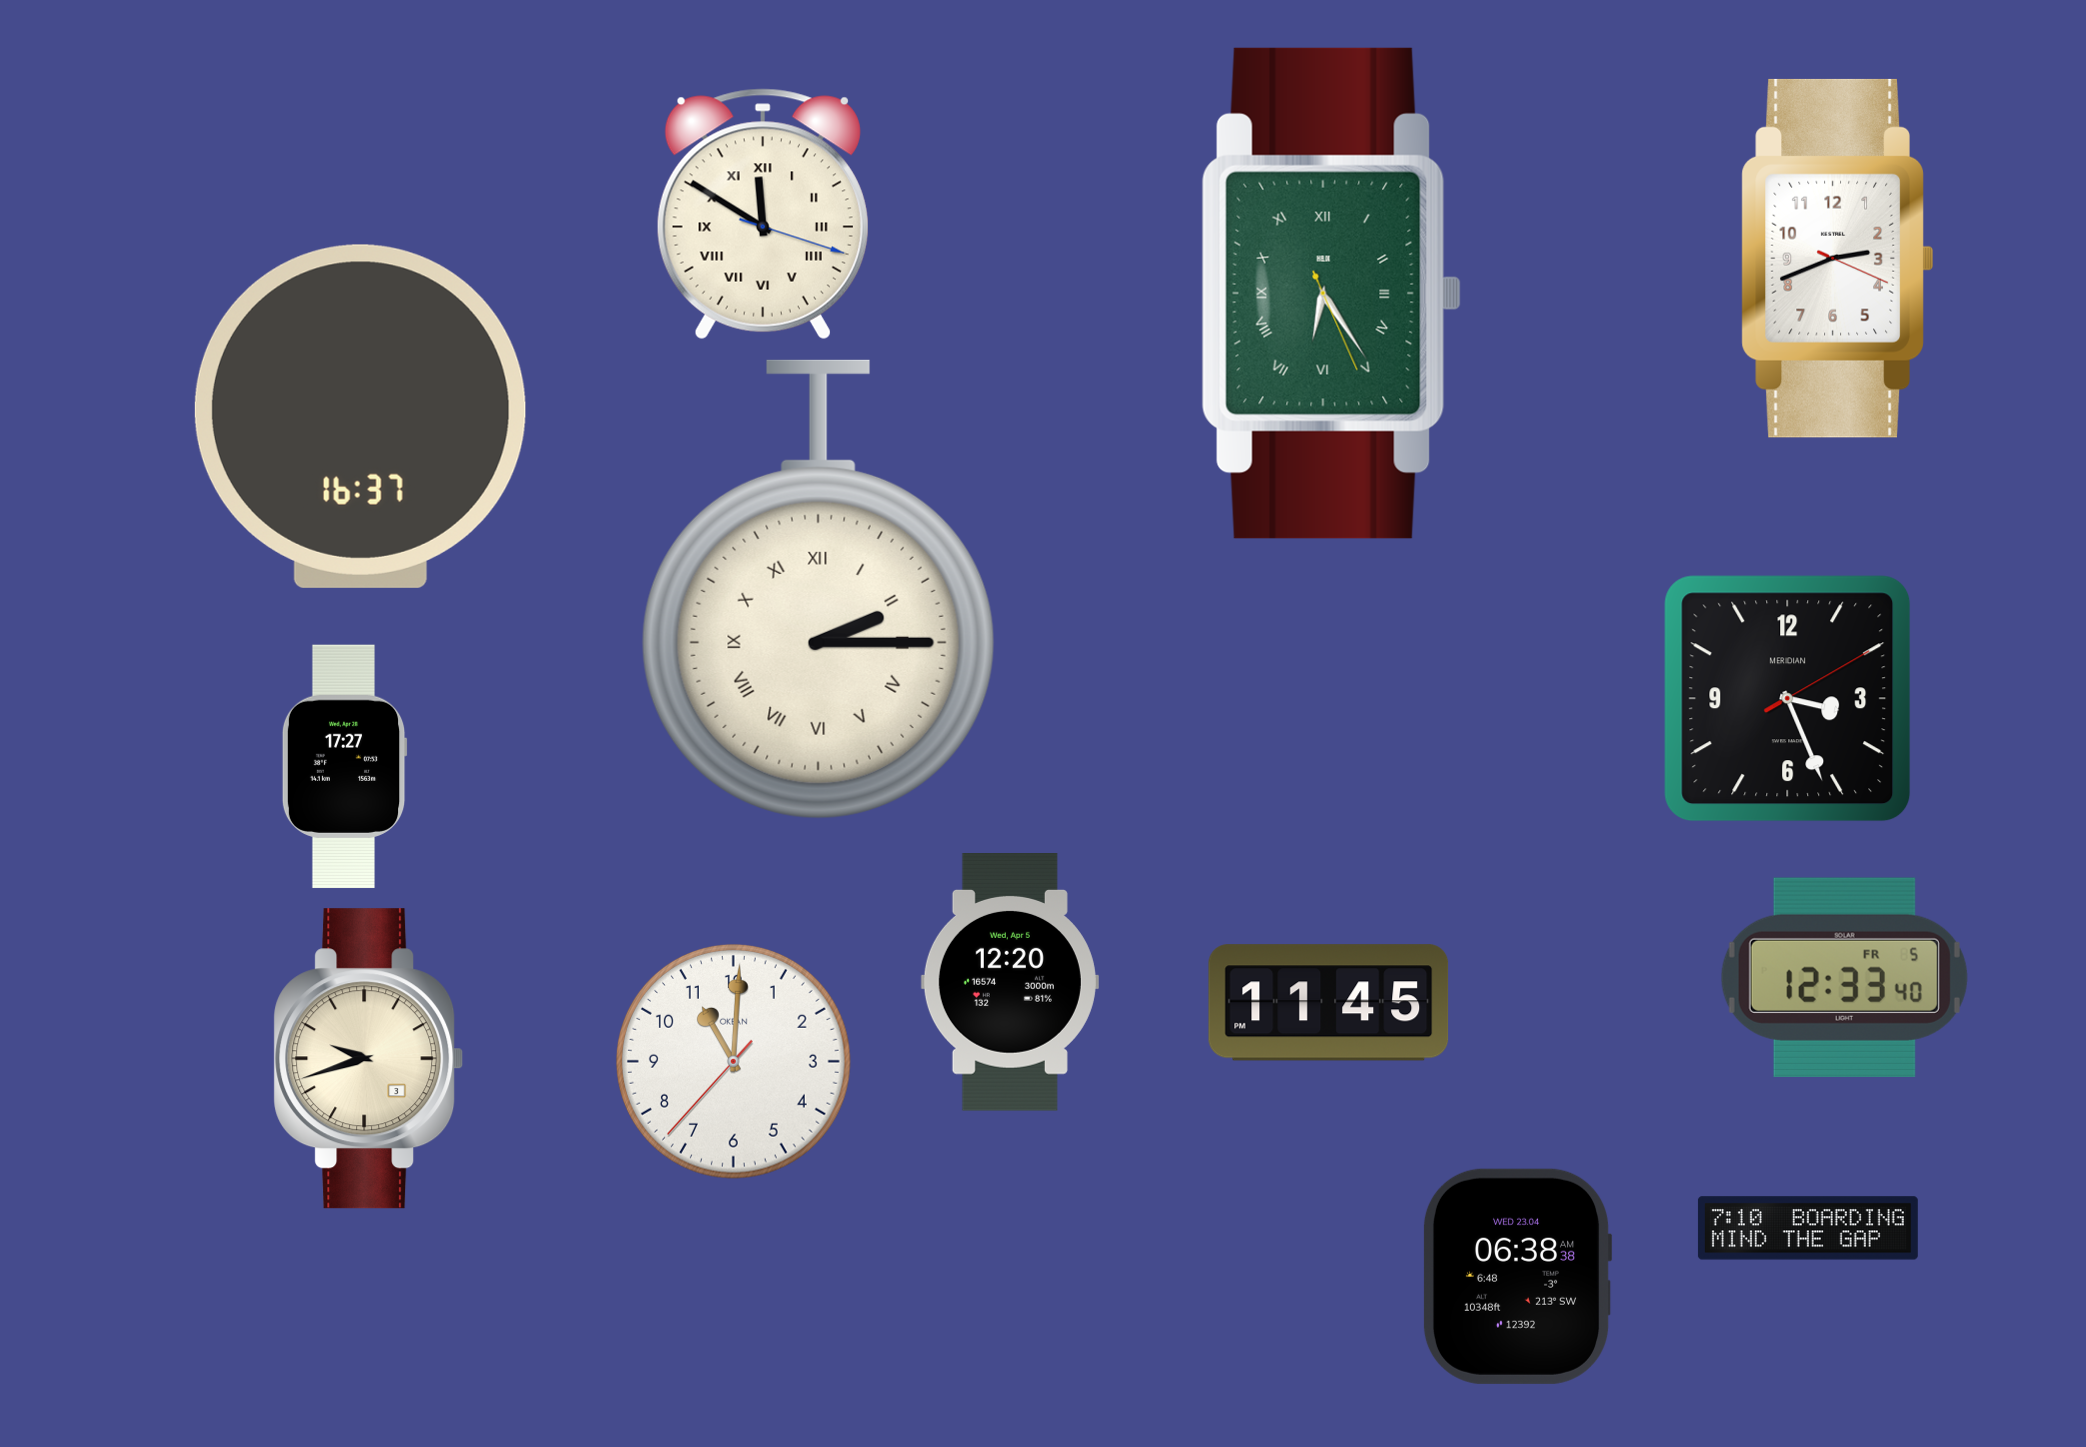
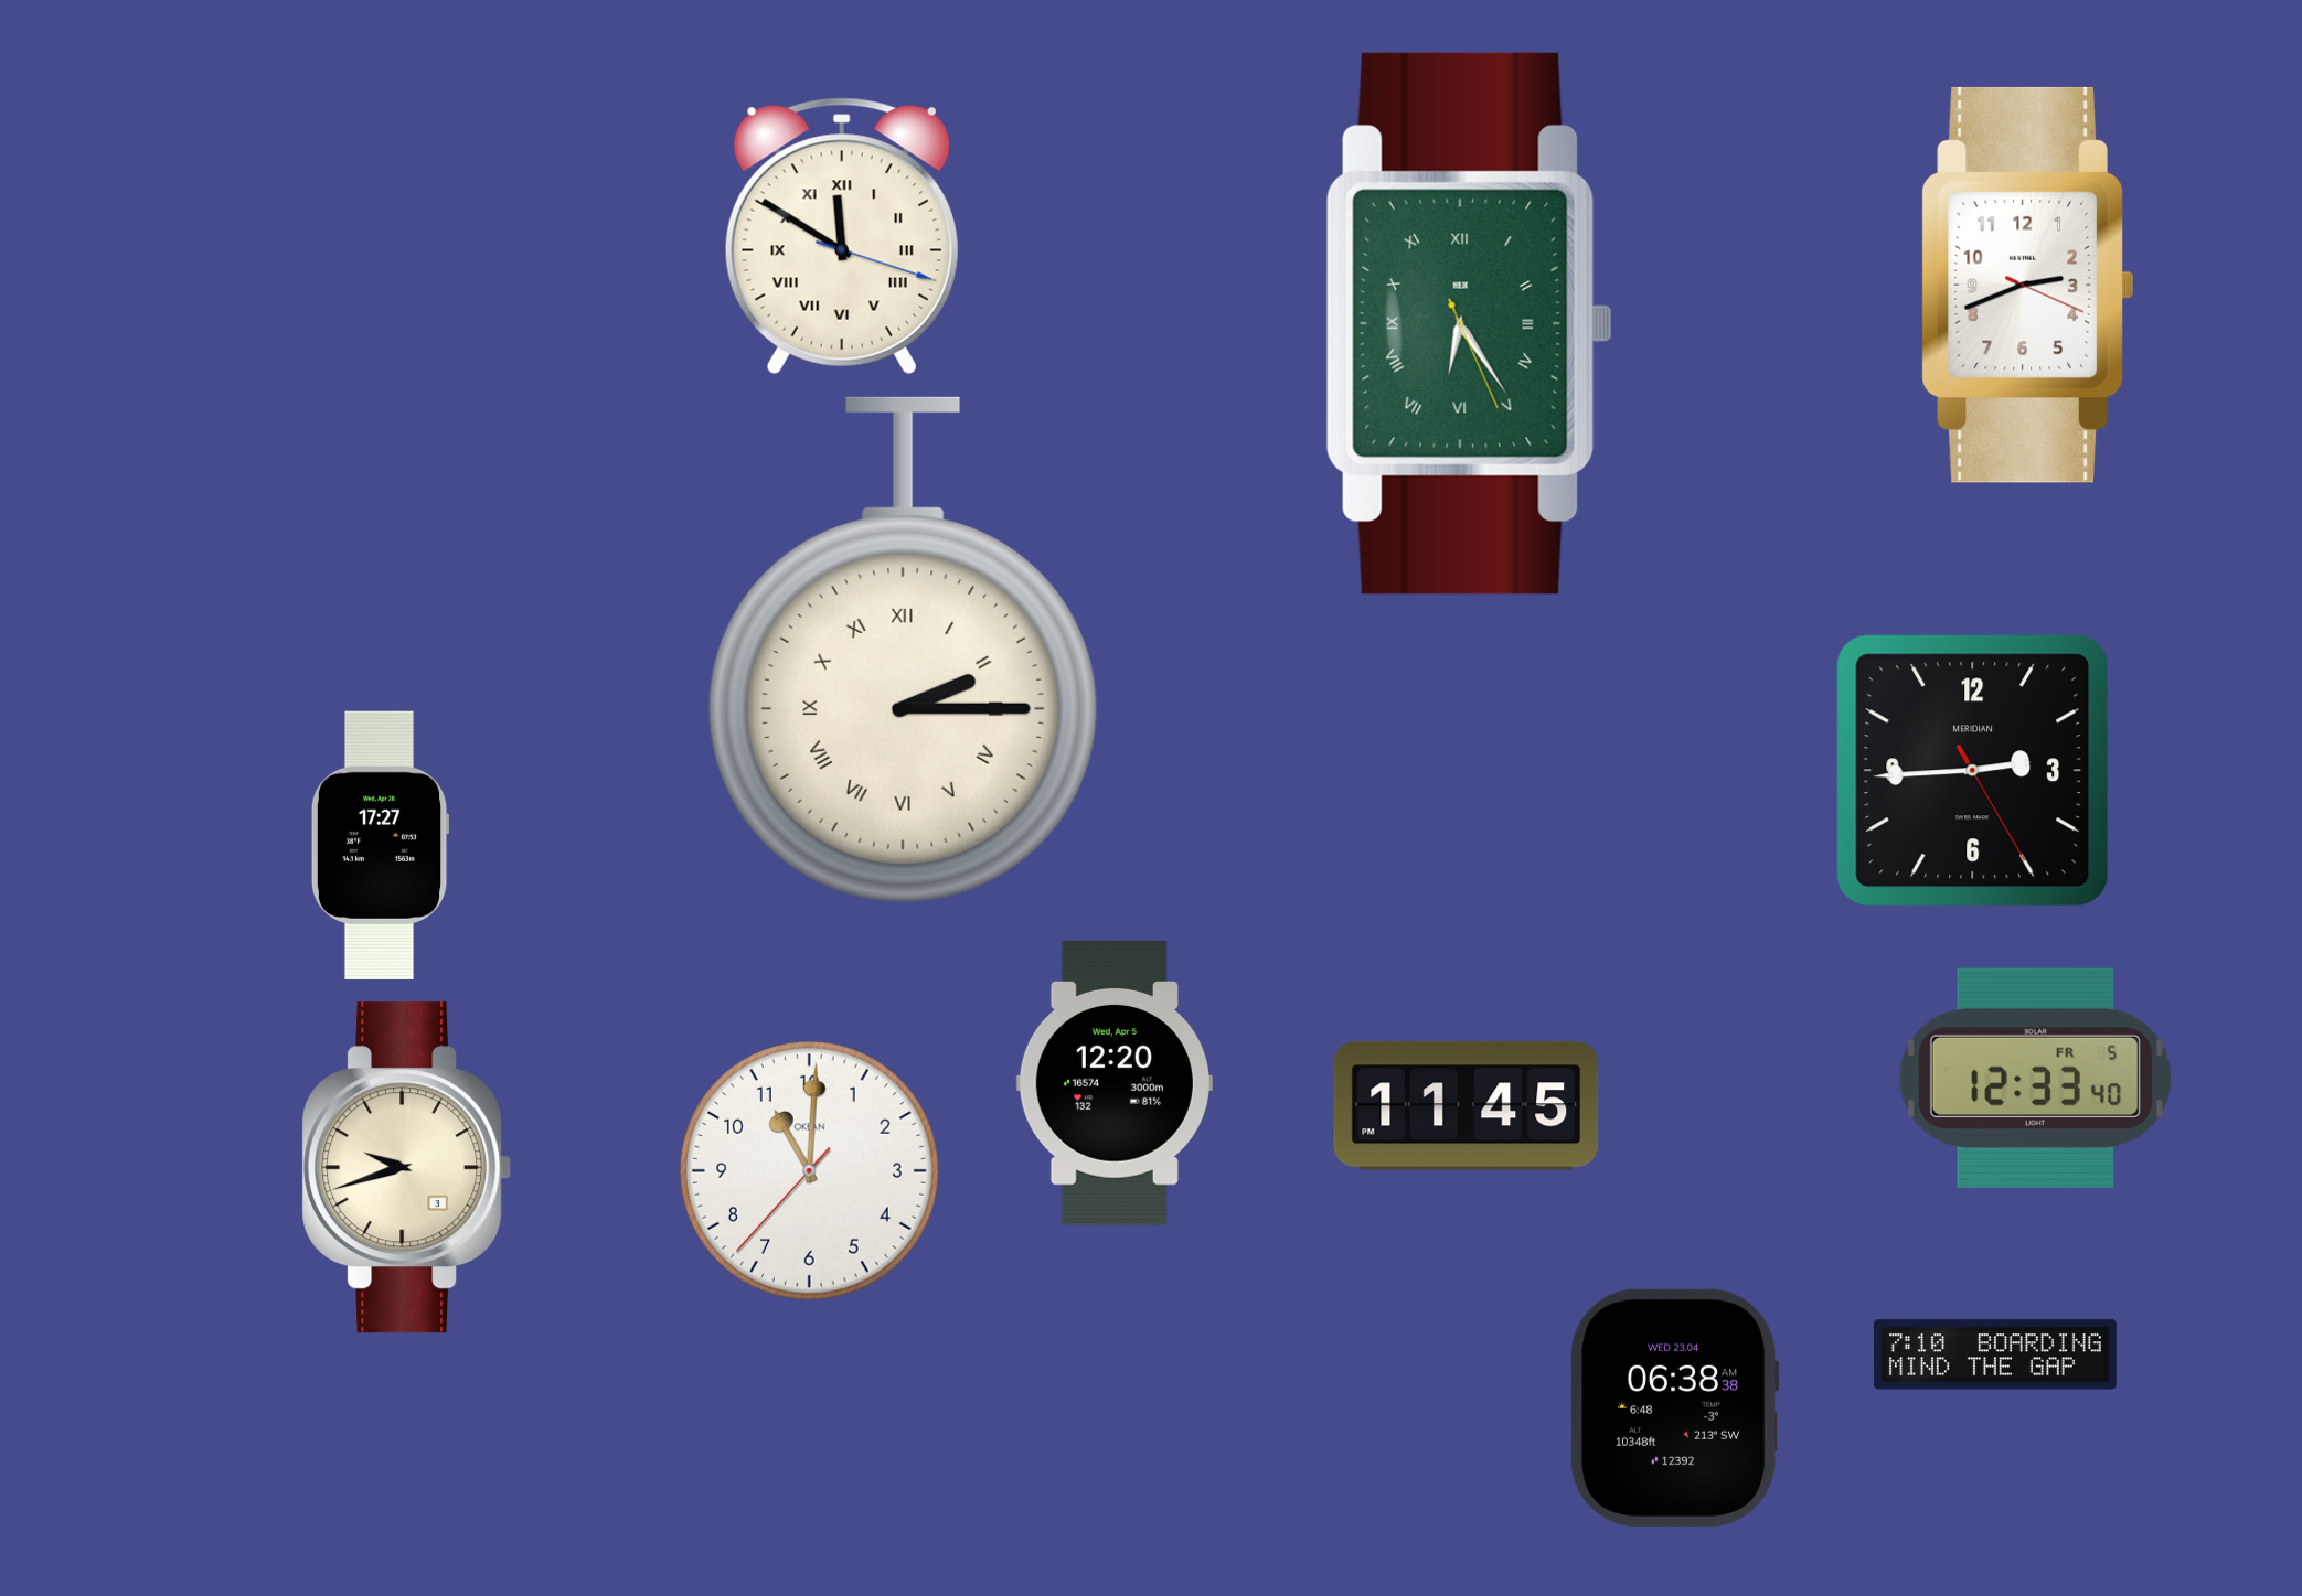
clock at (360, 416): 16:37 -> none
clock at (1788, 699): 3:26 -> 2:44
